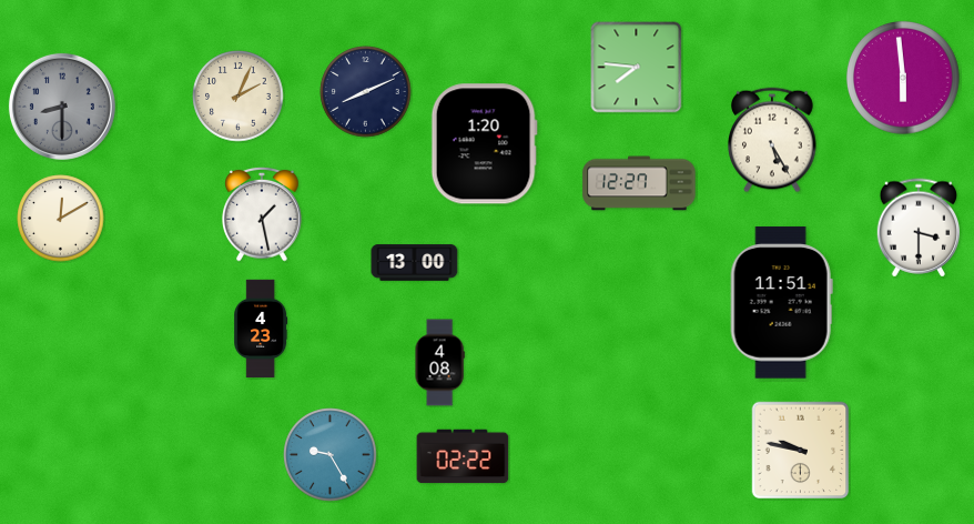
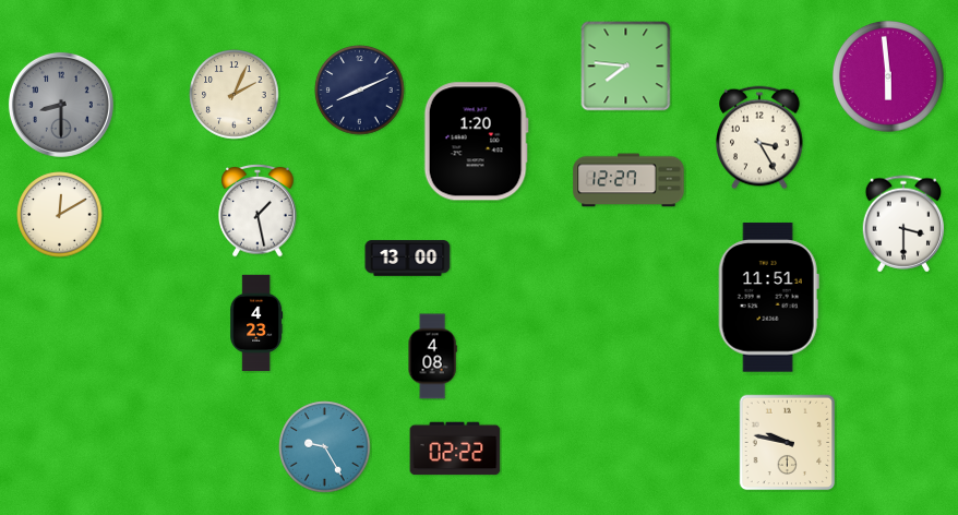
clock at (773, 140): 5:25 -> 3:25
